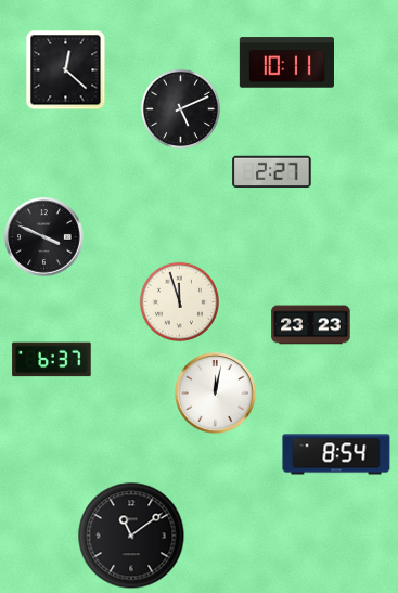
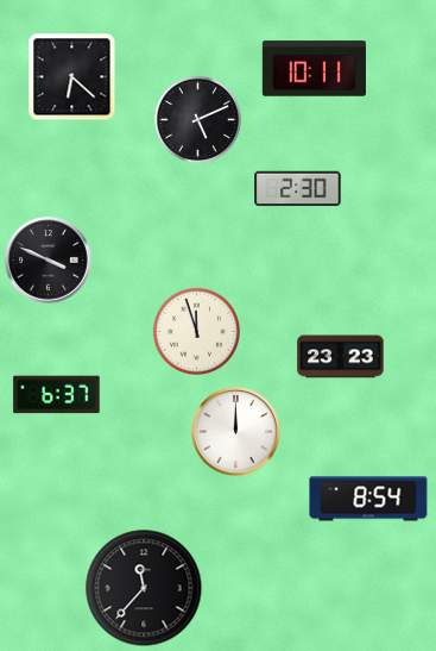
clock at (66, 70): 12:22 -> 6:22
clock at (272, 172): 2:27 -> 2:30
clock at (216, 394): 12:02 -> 12:00
clock at (131, 536): 11:09 -> 11:37
